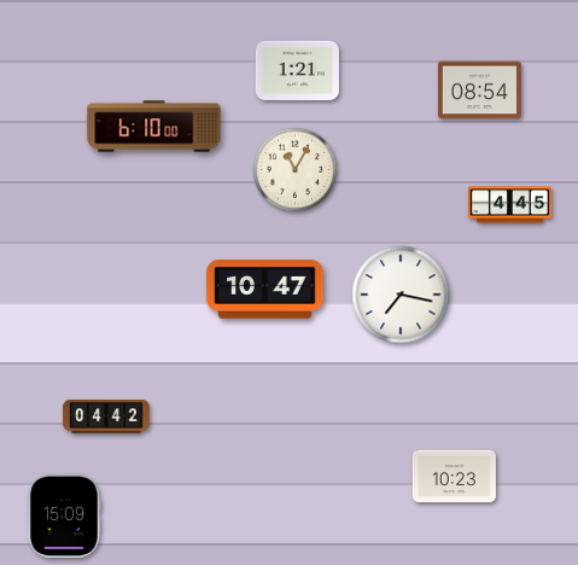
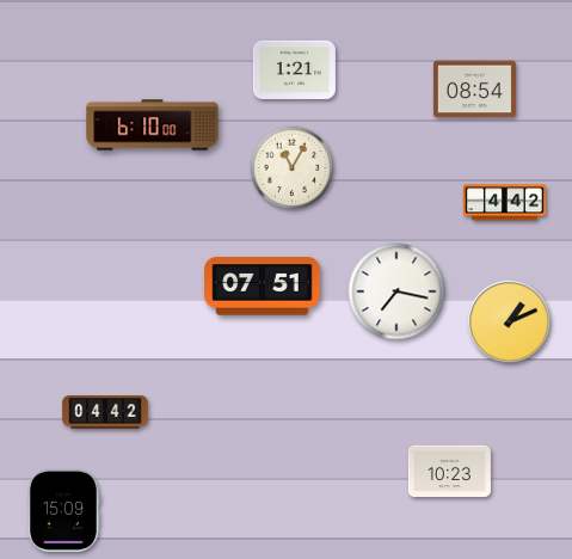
clock at (509, 205): 4:45 -> 4:42
clock at (265, 290): 10:47 -> 07:51
clock at (510, 322): none -> 1:11
